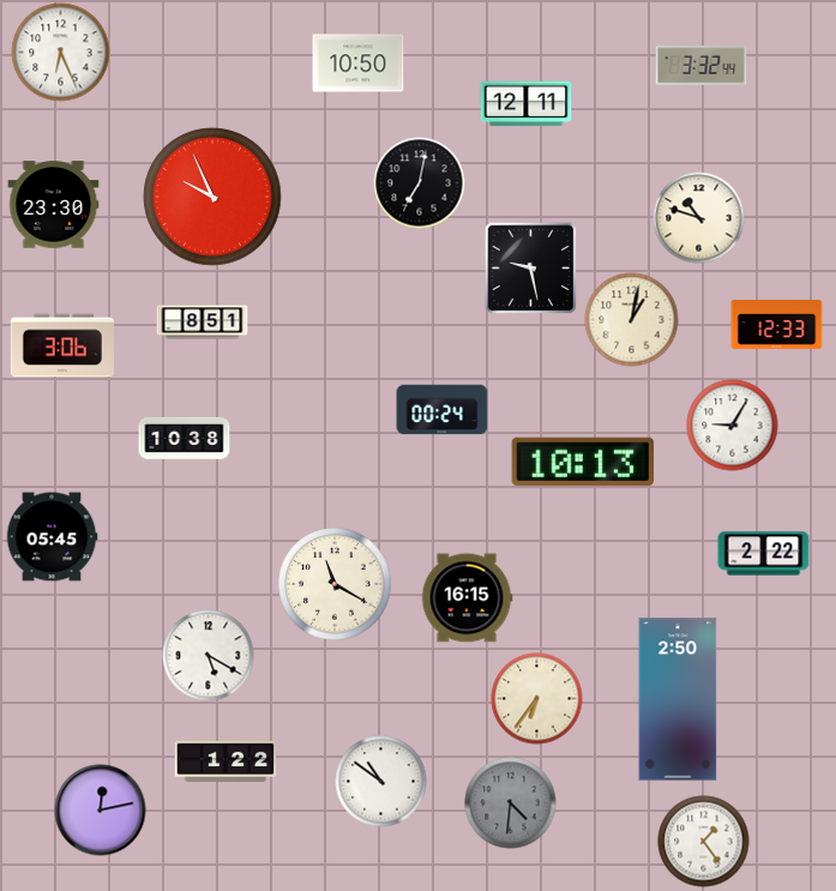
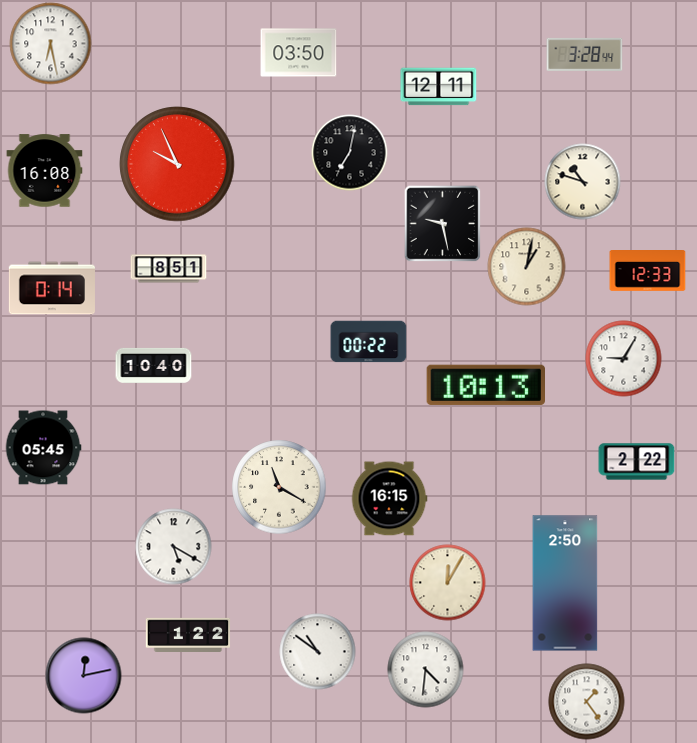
clock at (61, 53): 6:26 -> 6:28
clock at (359, 64): 10:50 -> 03:50
clock at (702, 65): 3:32 -> 3:28
clock at (54, 205): 23:30 -> 16:08
clock at (62, 345): 3:06 -> 0:14
clock at (443, 410): 00:24 -> 00:22
clock at (733, 426) position: (733, 426) -> (624, 359)
clock at (185, 438): 10:38 -> 10:40
clock at (537, 699): 6:36 -> 12:05
clock at (511, 803) dial: grey -> white
